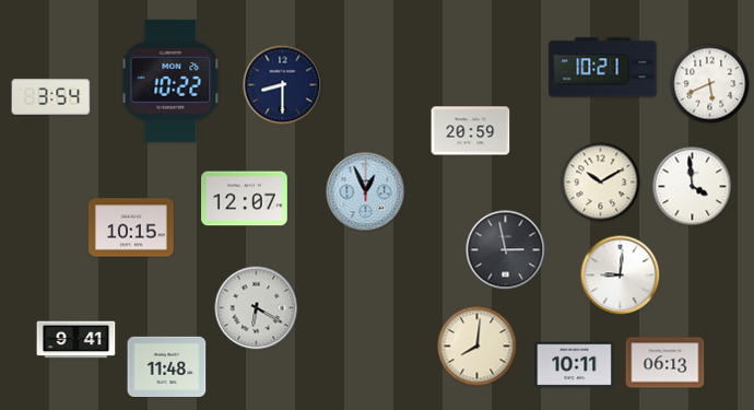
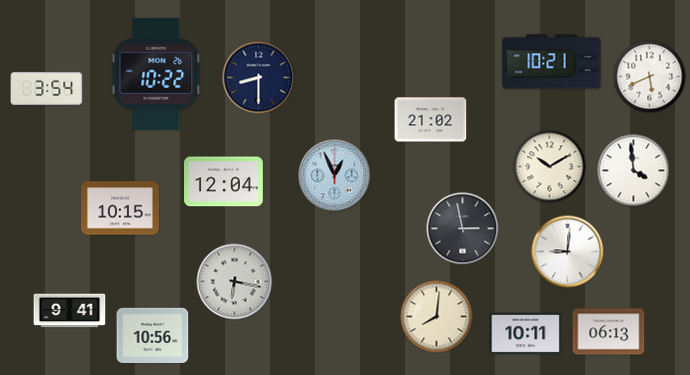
clock at (471, 131): 20:59 -> 21:02
clock at (245, 199): 12:07 -> 12:04
clock at (257, 308): 6:20 -> 6:17
clock at (167, 366): 11:48 -> 10:56
